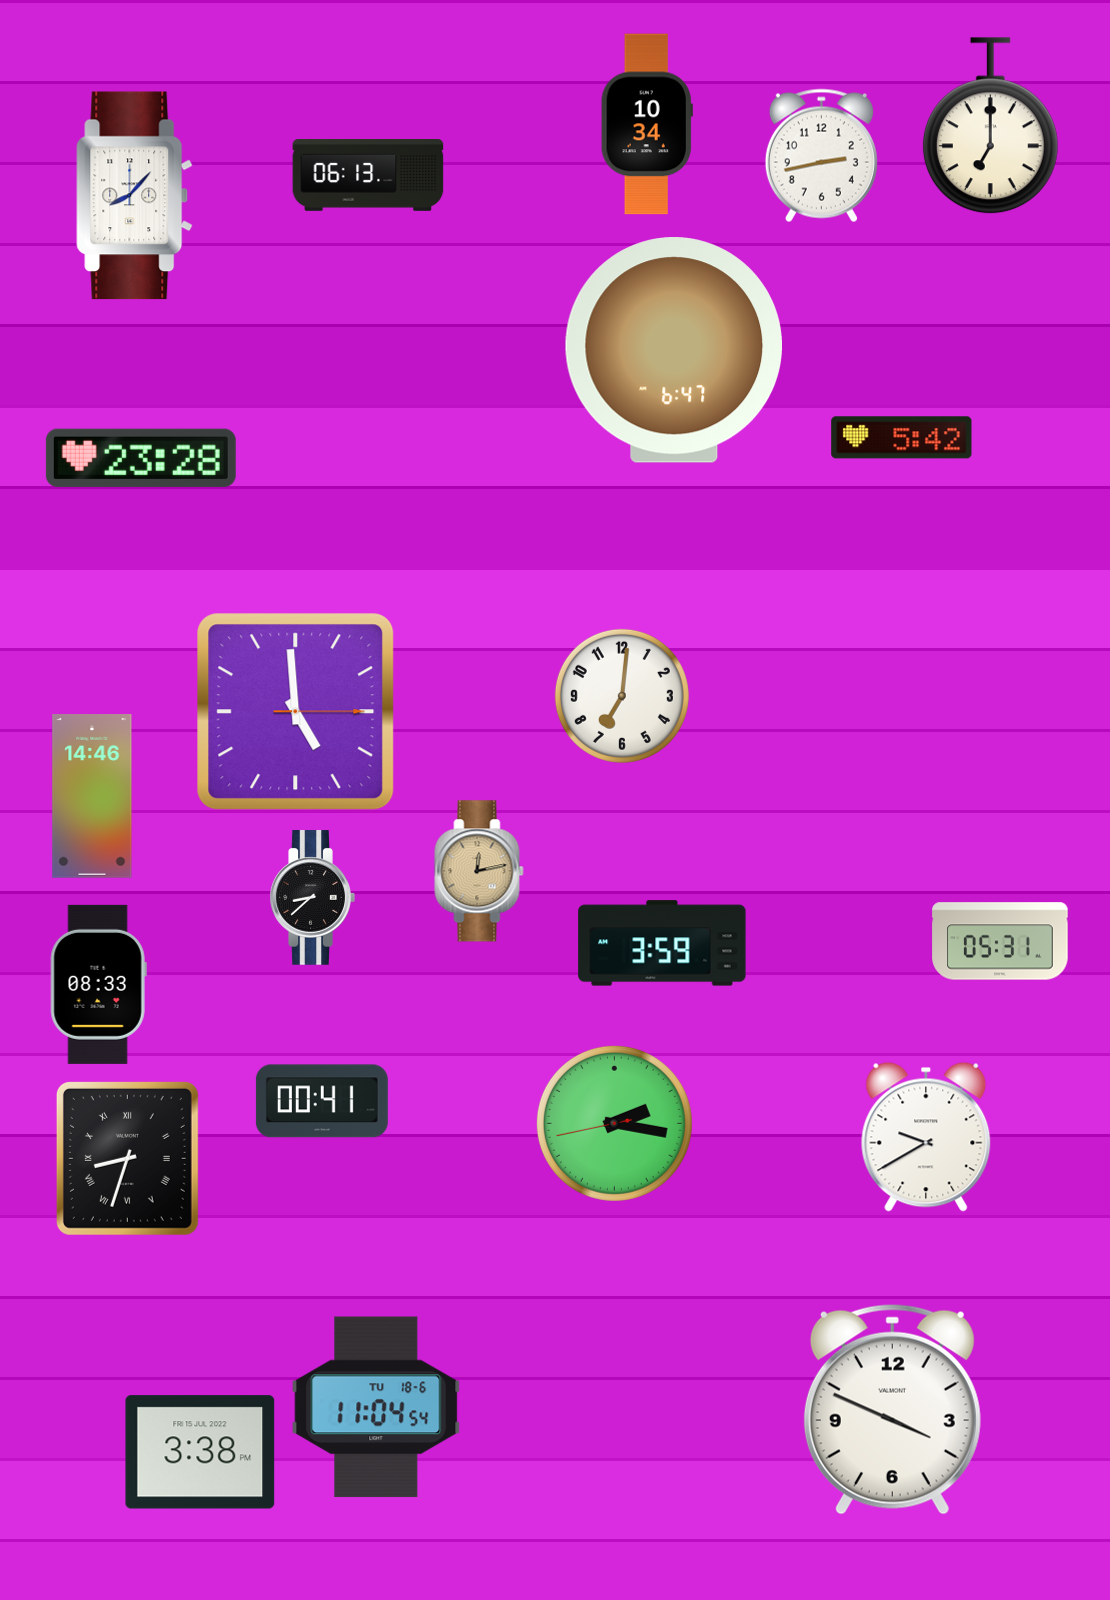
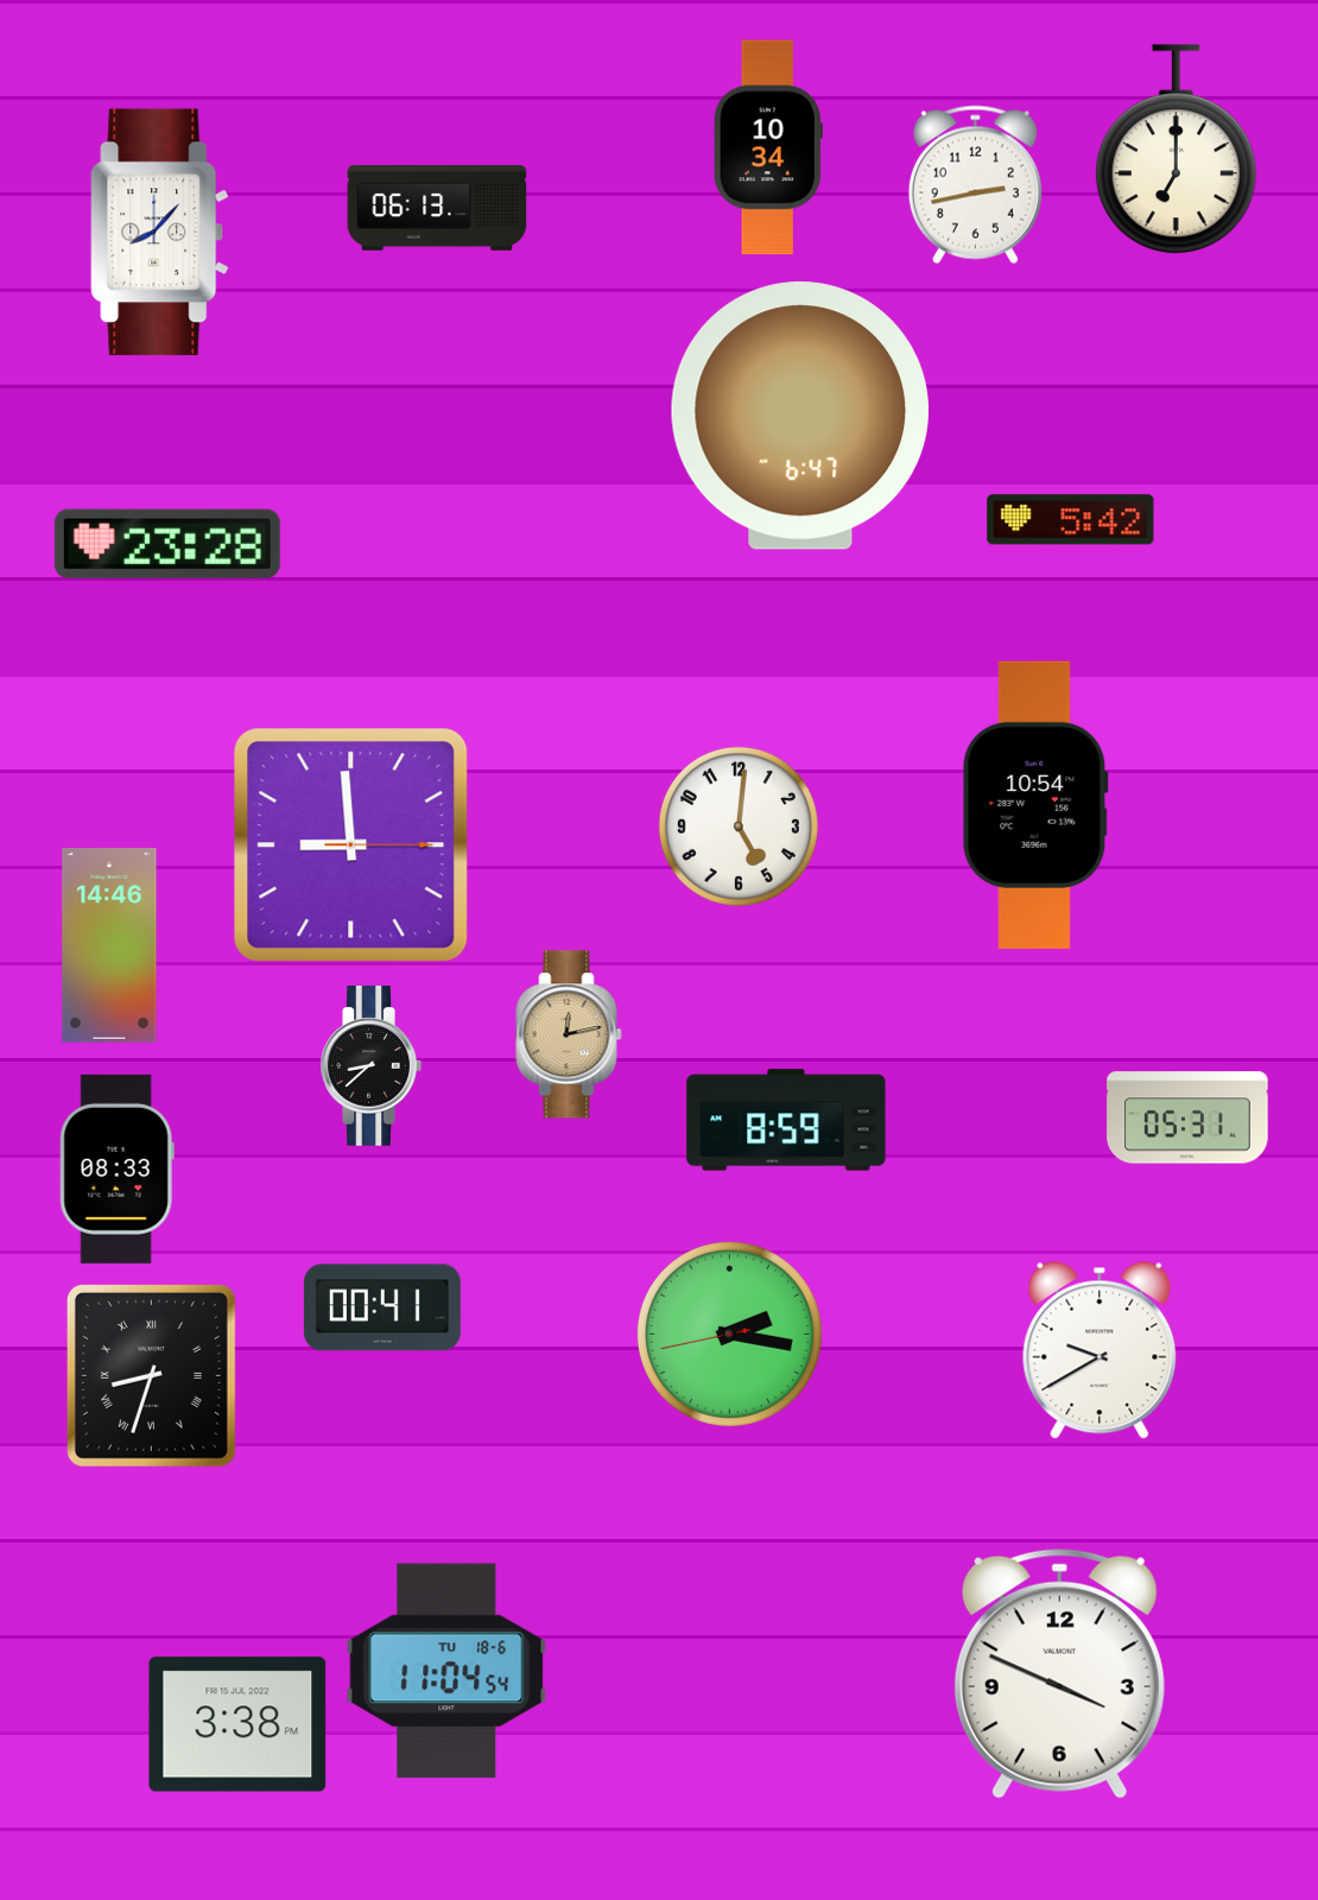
clock at (1035, 805): none -> 10:54
clock at (622, 696): 7:01 -> 5:01
clock at (296, 712): 4:59 -> 8:59
clock at (662, 943): 3:59 -> 8:59
